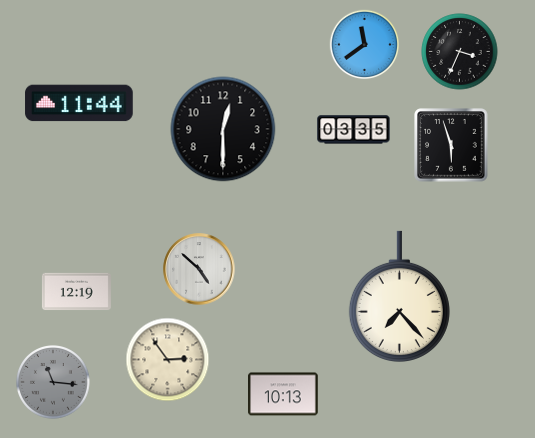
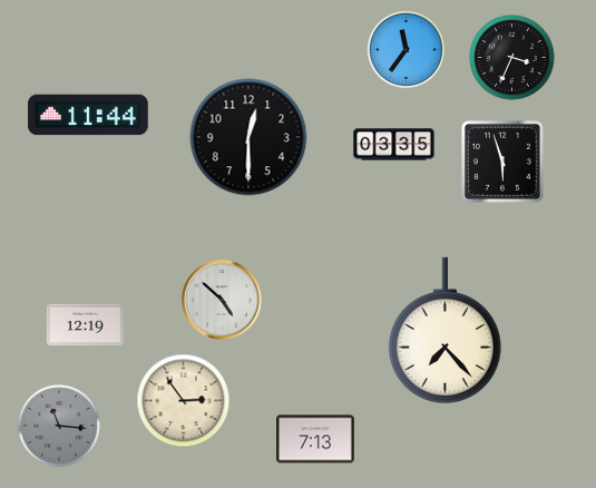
clock at (365, 45): 11:39 -> 11:36
clock at (223, 129) position: (223, 129) -> (248, 137)
clock at (168, 360) position: (168, 360) -> (184, 401)
clock at (284, 394): 10:13 -> 7:13
